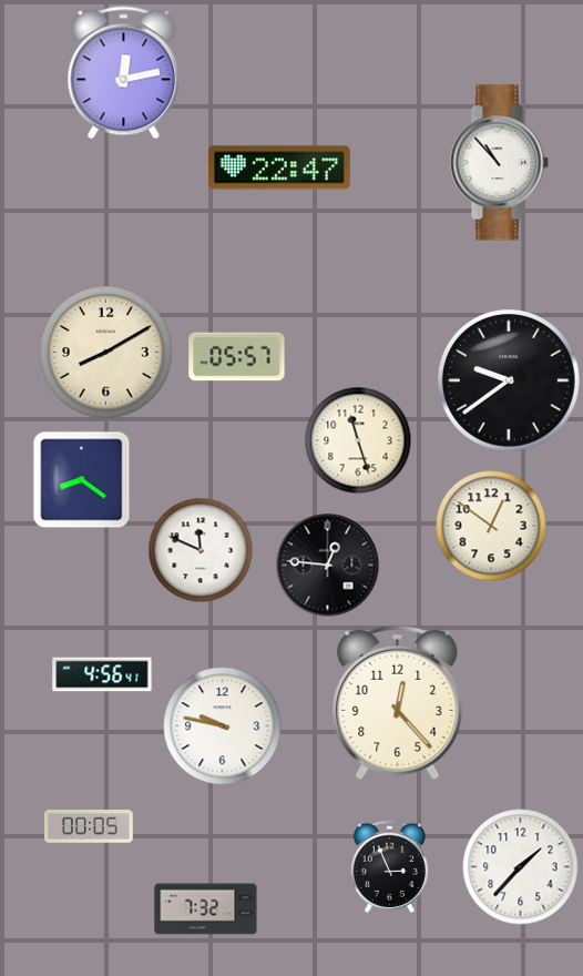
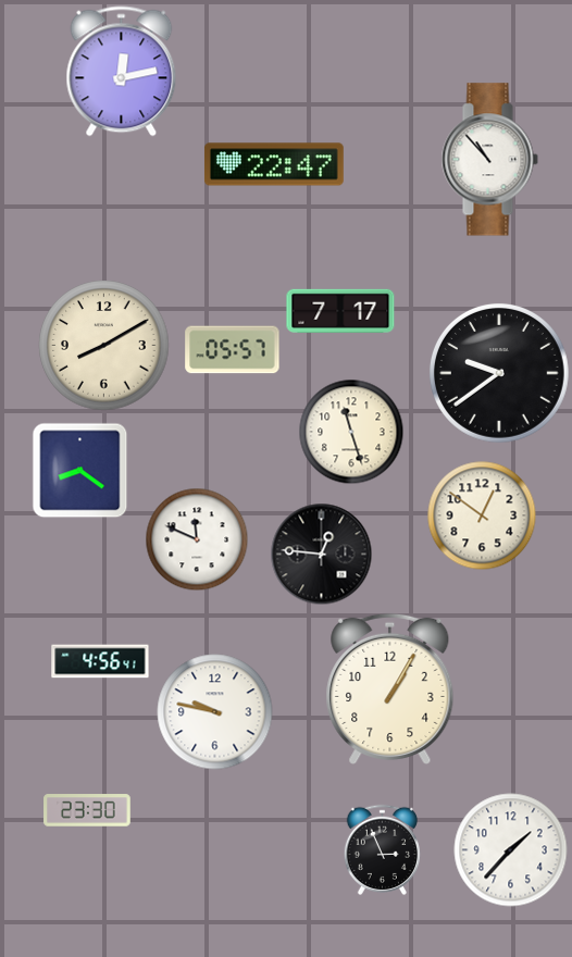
clock at (340, 311): none -> 7:17
clock at (398, 702): 12:23 -> 1:05
clock at (223, 726) position: (223, 726) -> (215, 712)
clock at (89, 826): 00:05 -> 23:30
clock at (206, 909): 7:32 -> none
